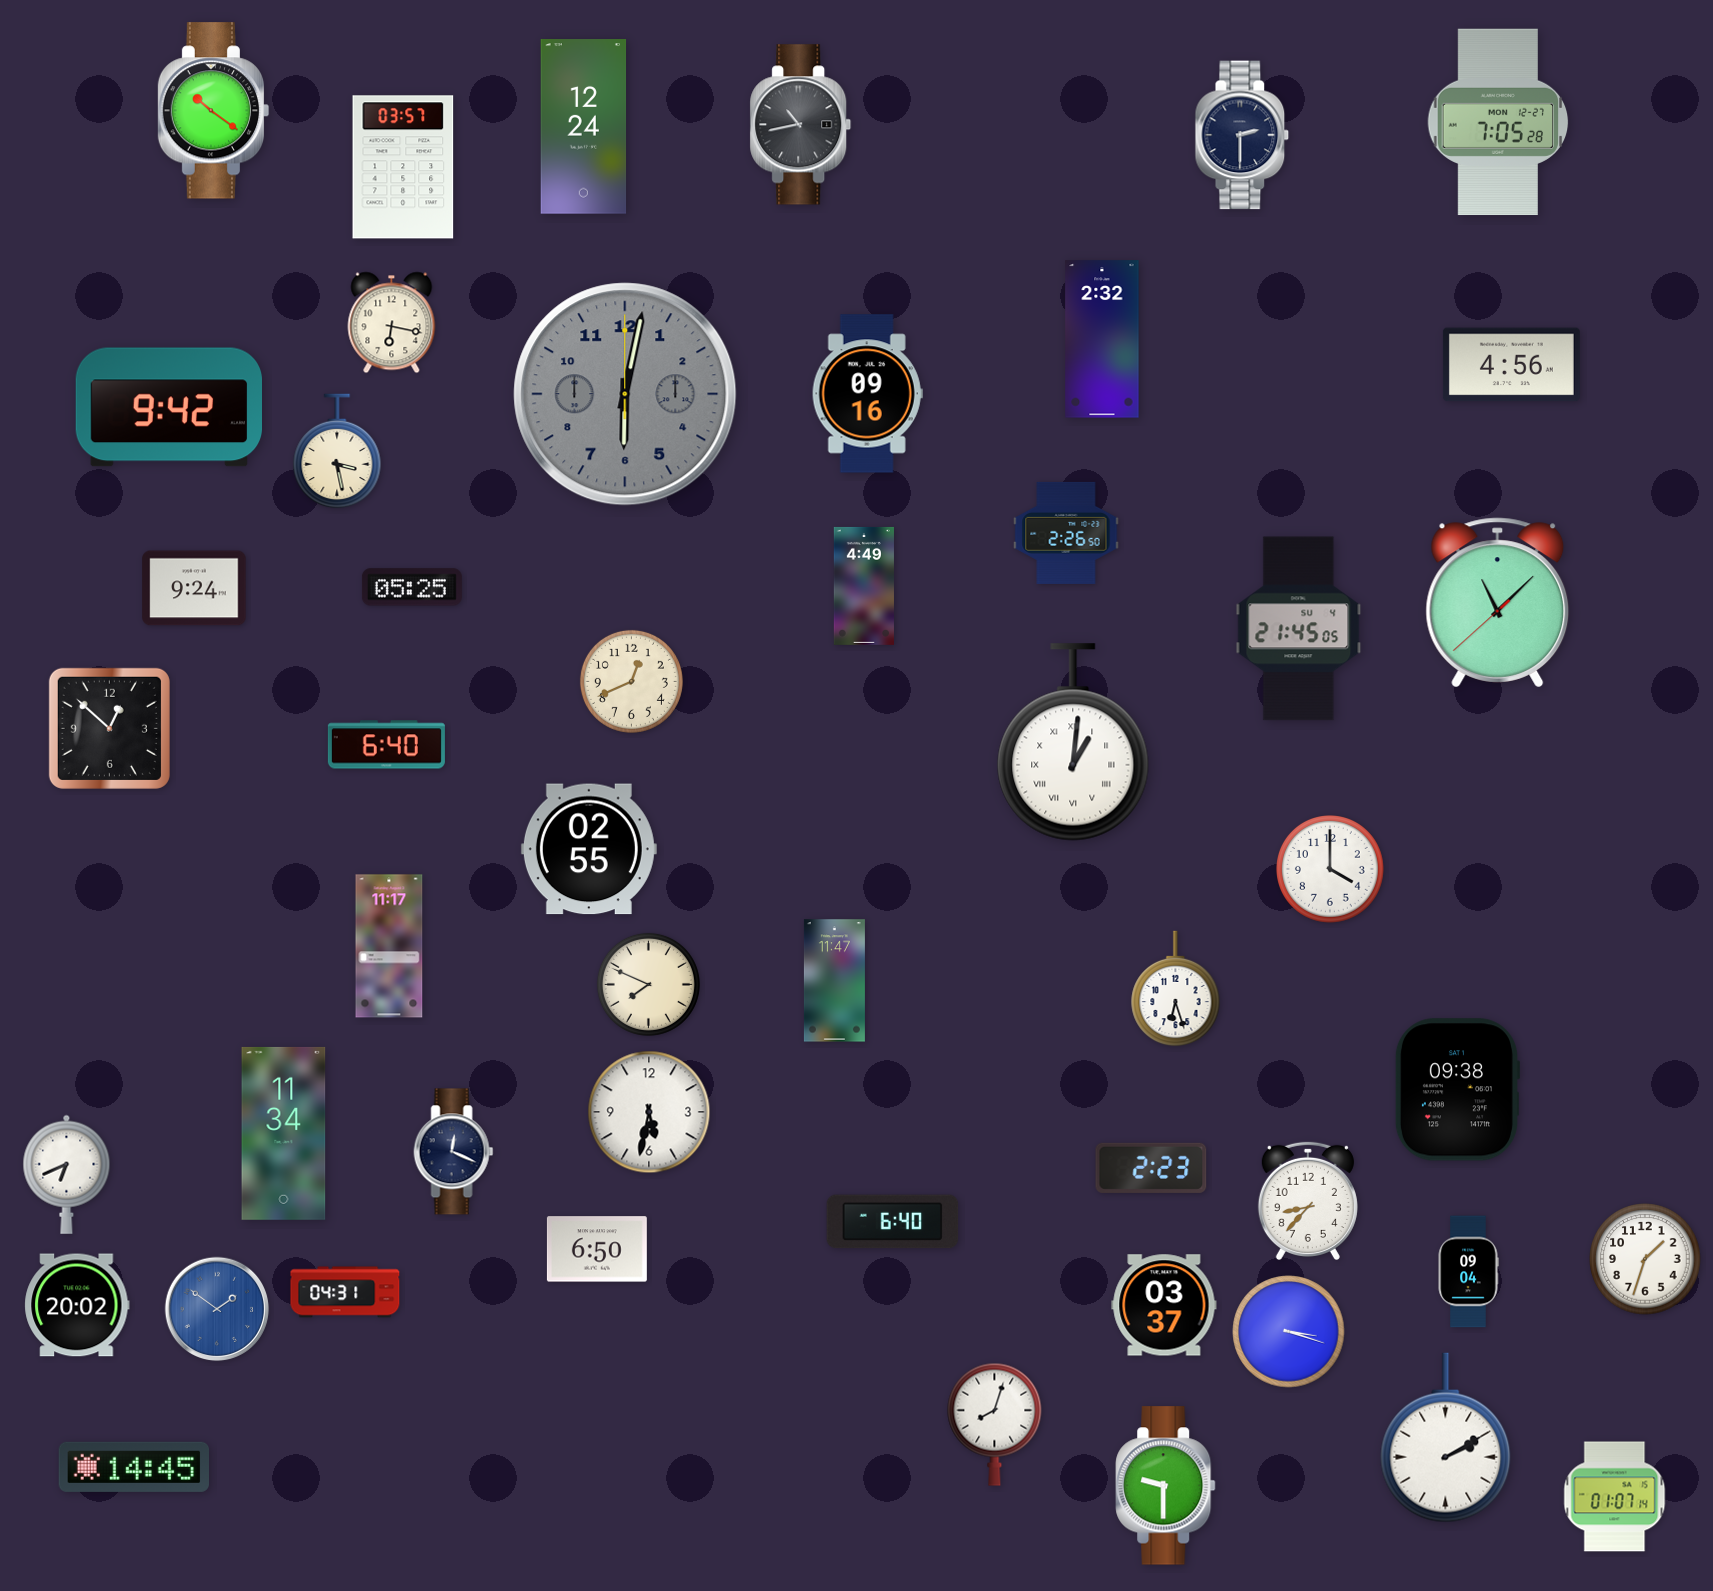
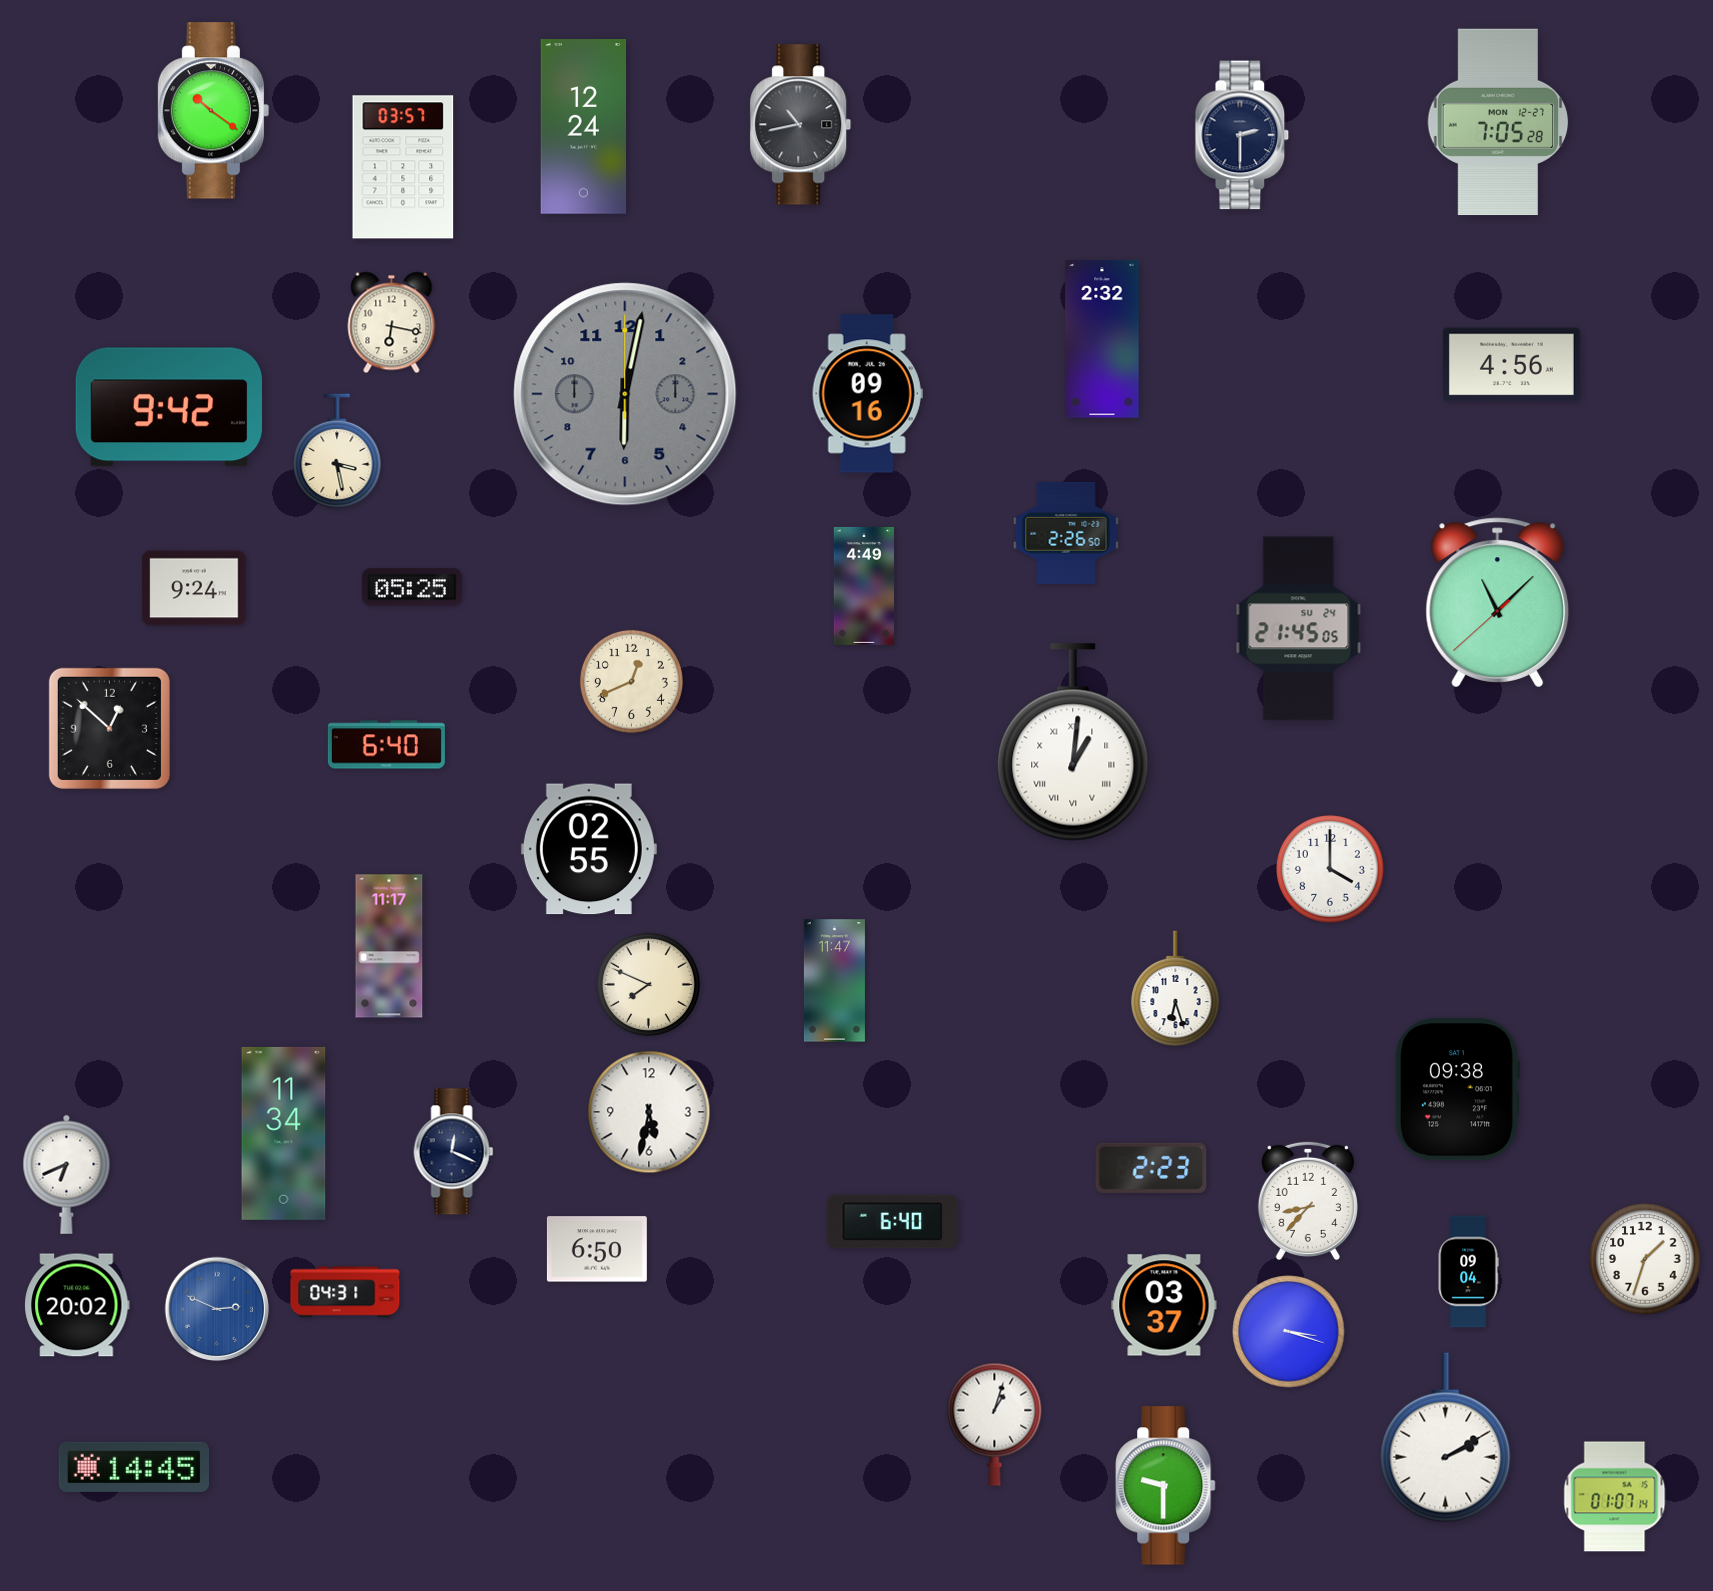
clock at (1299, 629) date: SU 4 -> SU 24
clock at (217, 1309): 1:51 -> 2:49
clock at (995, 1424): 8:03 -> 1:03
